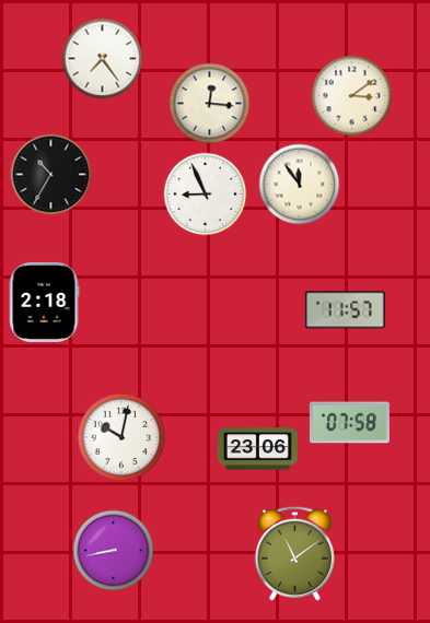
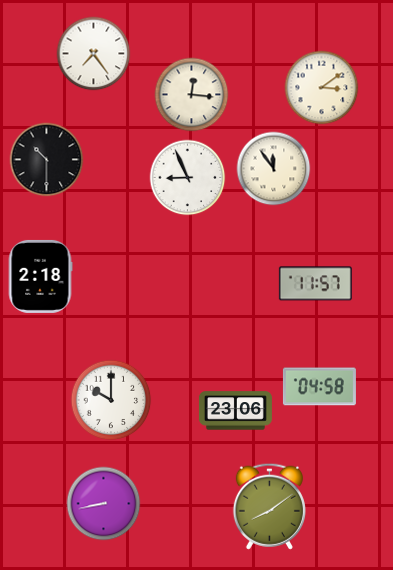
clock at (51, 175): 10:35 -> 10:30
clock at (349, 423): 07:58 -> 04:58
clock at (121, 437): 10:02 -> 10:00
clock at (294, 553): 11:09 -> 8:09
